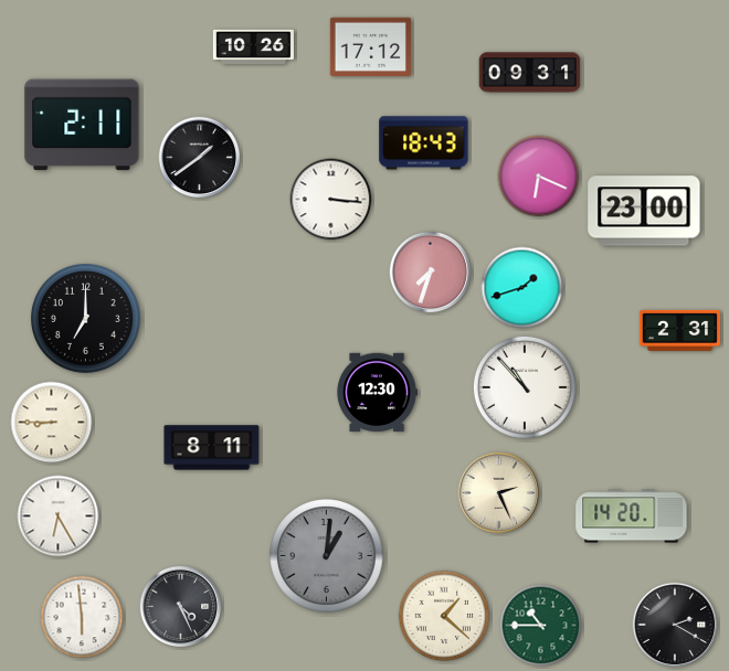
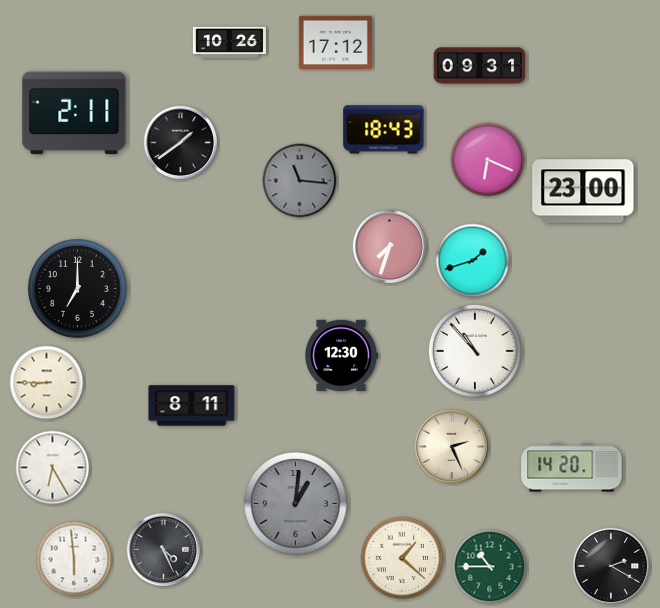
clock at (331, 200): 3:16 -> 11:16
clock at (331, 200) dial: white -> grey
clock at (679, 330): 2:31 -> none
